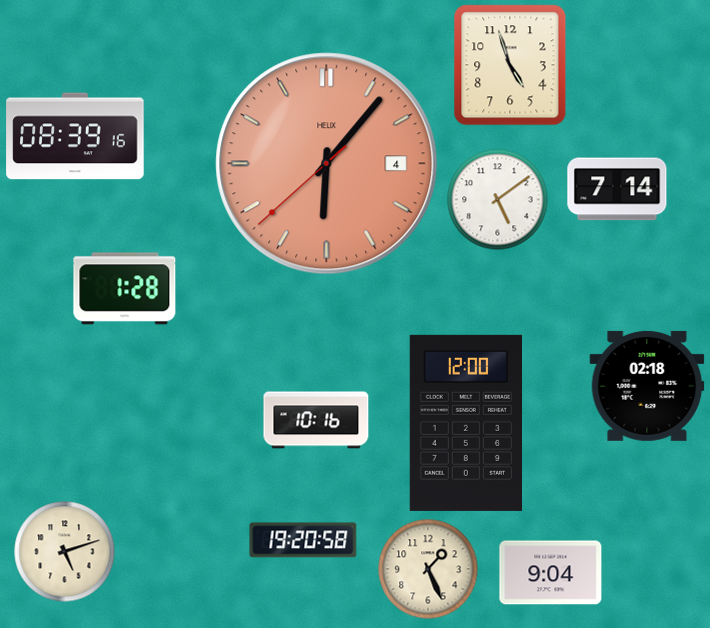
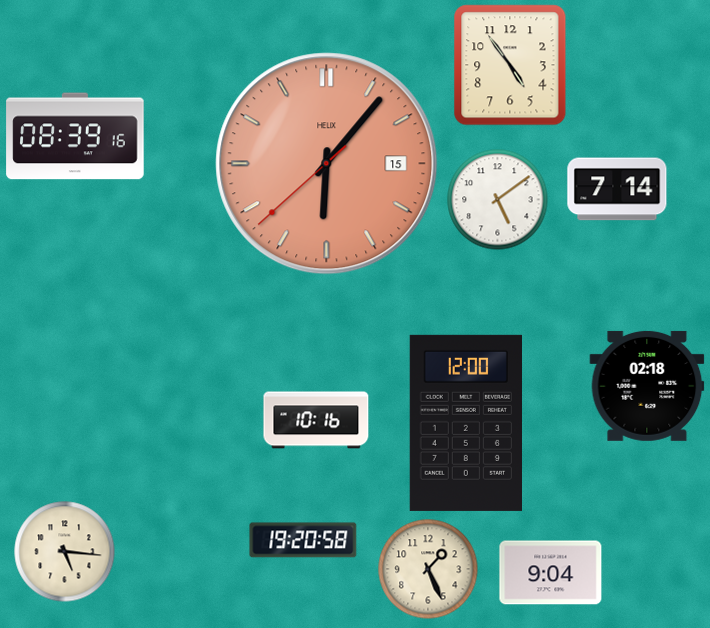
clock at (510, 65): 4:57 -> 4:54
clock at (327, 164) date: 4 -> 15
clock at (125, 289): 1:28 -> none
clock at (65, 552): 5:12 -> 5:16
